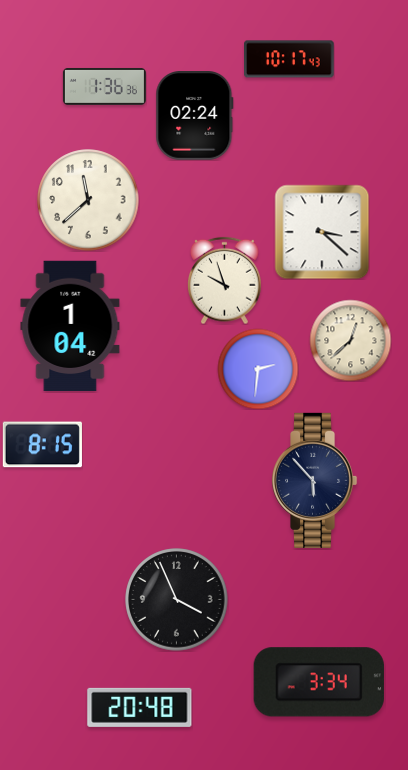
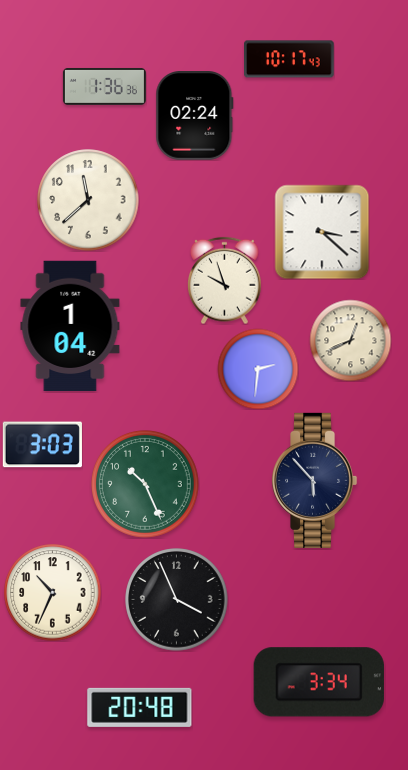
clock at (350, 340): 12:38 -> 12:41
clock at (42, 445): 8:15 -> 3:03
clock at (146, 485): none -> 10:26
clock at (53, 593): none -> 10:34
